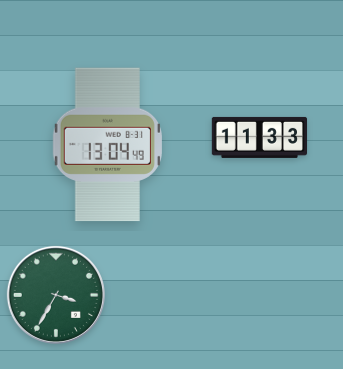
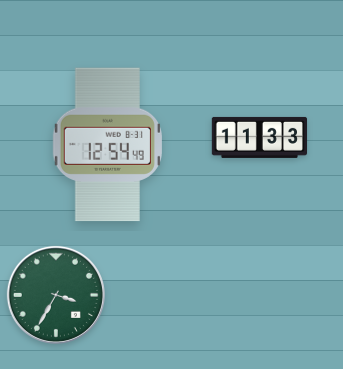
clock at (107, 145): 13:04 -> 12:54
